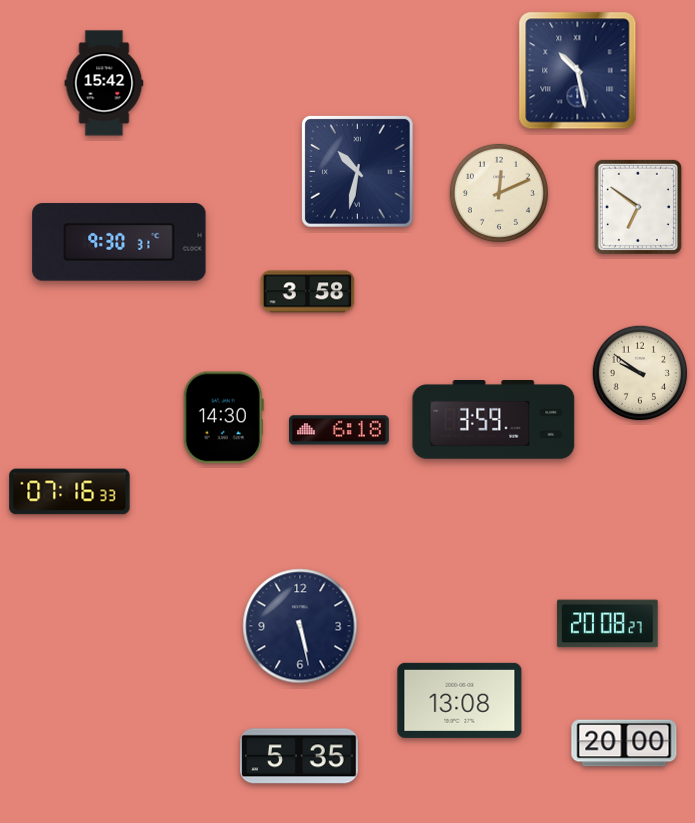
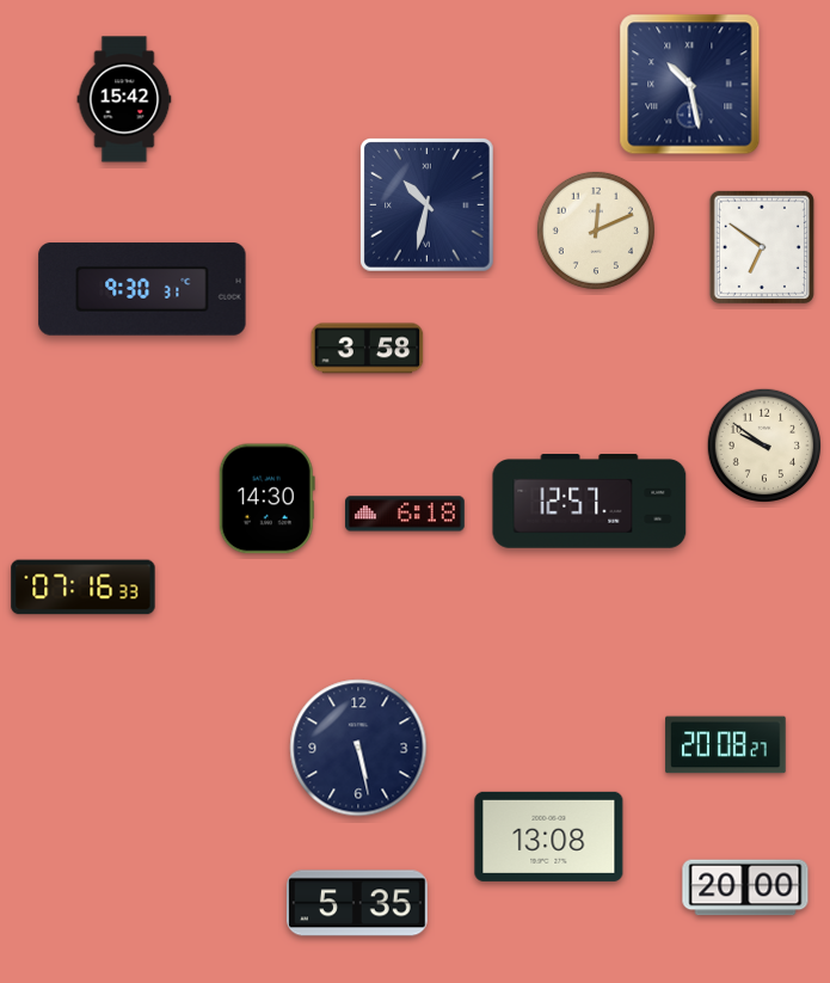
clock at (494, 420): 3:59 -> 12:57
